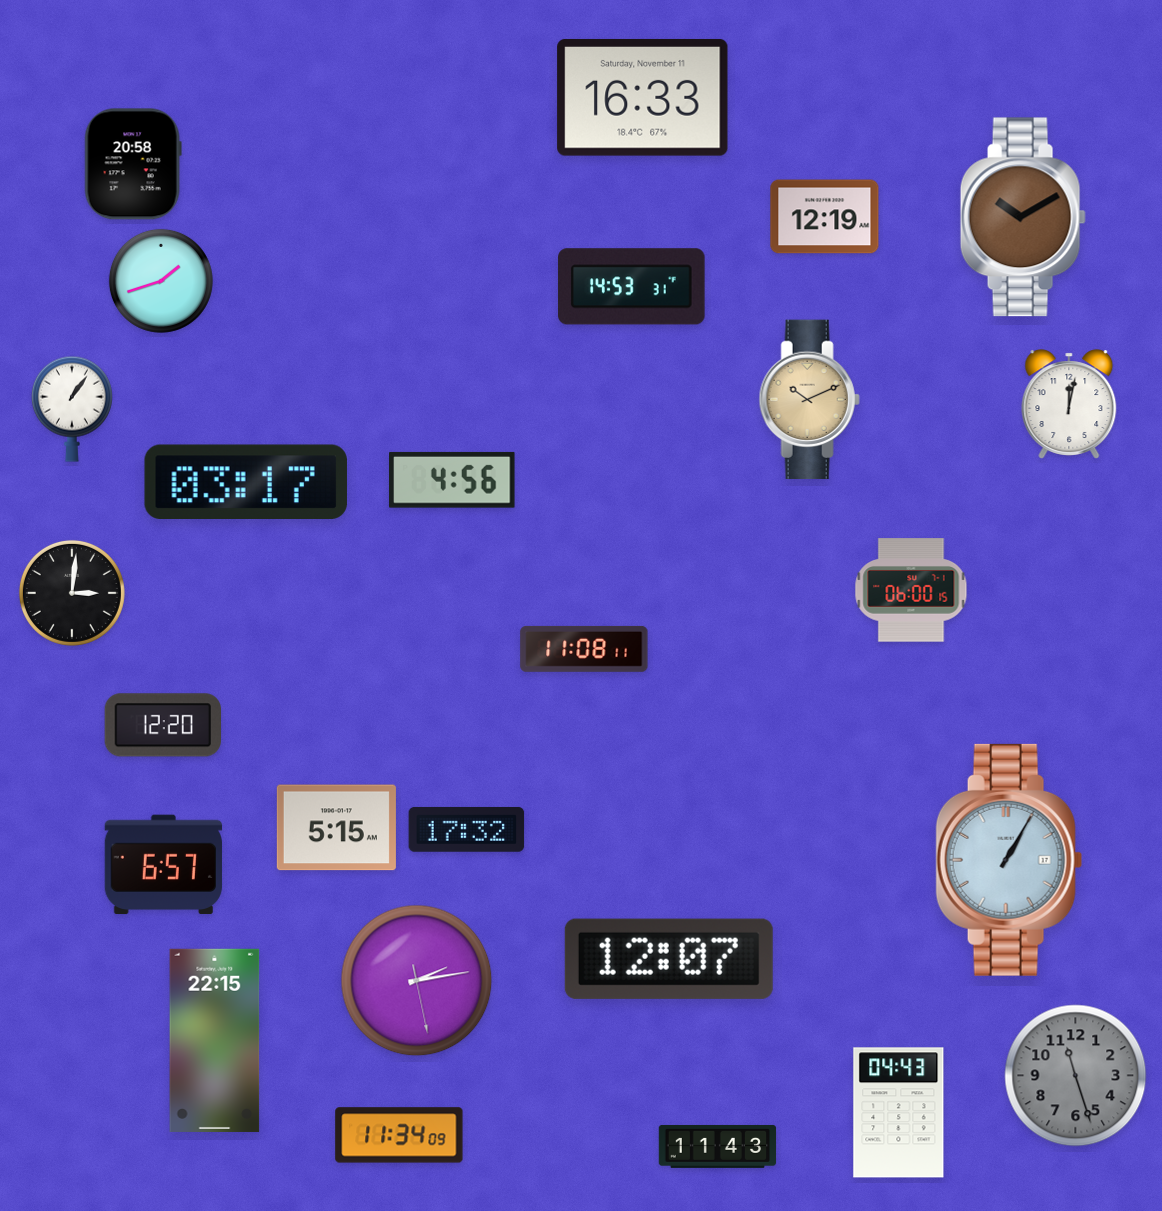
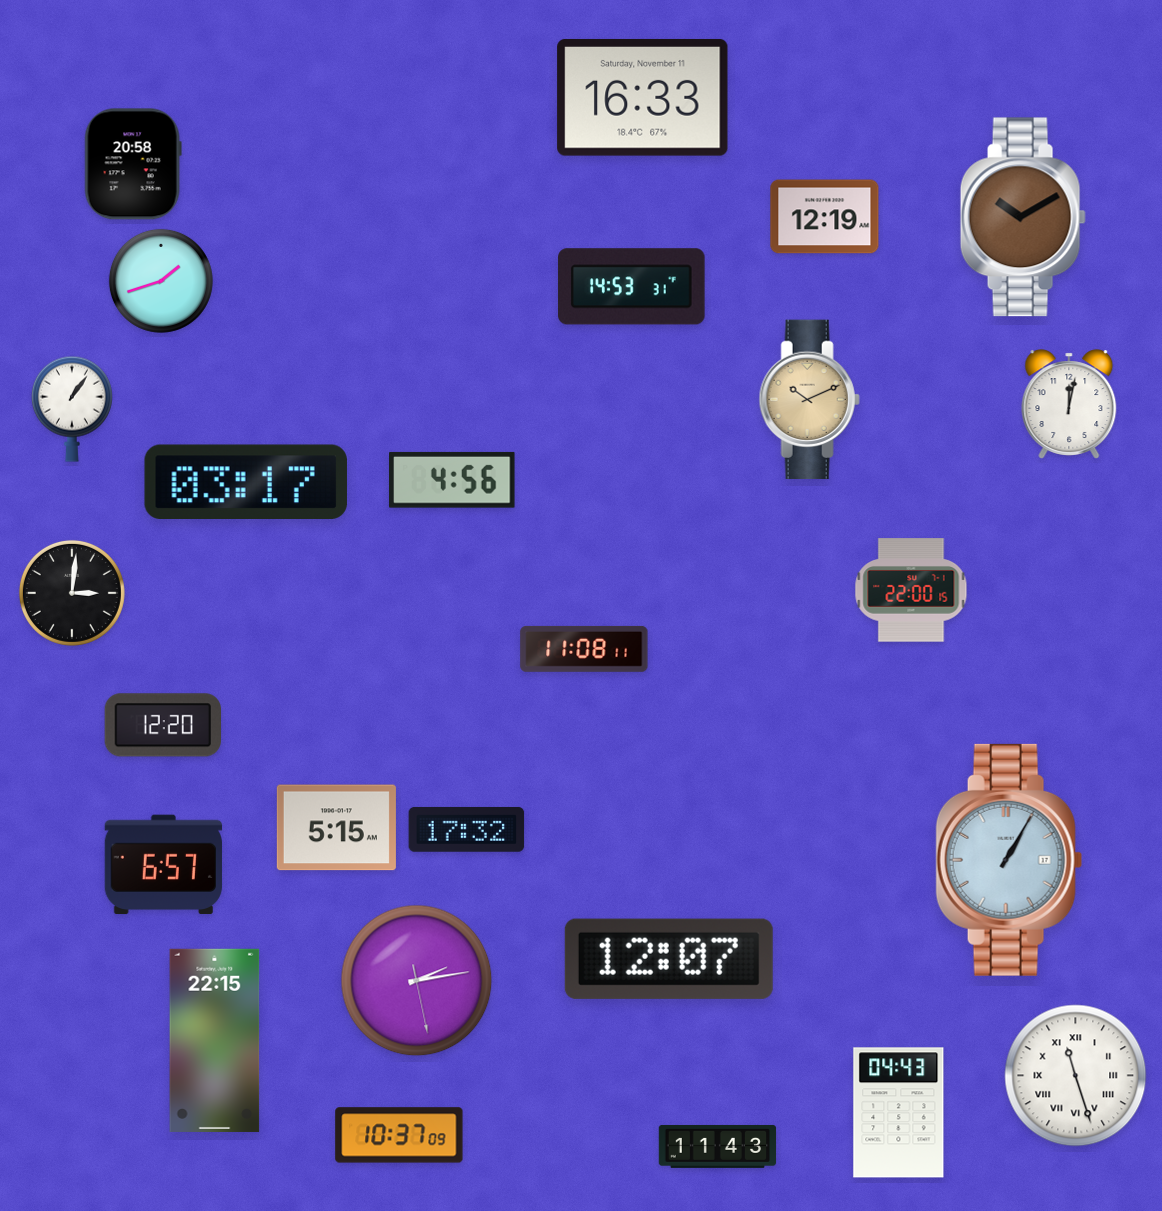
clock at (911, 590): 06:00 -> 22:00
clock at (1076, 1076) dial: grey -> white
clock at (1076, 1076) numerals: Arabic -> Roman
clock at (399, 1135): 11:34 -> 10:37
